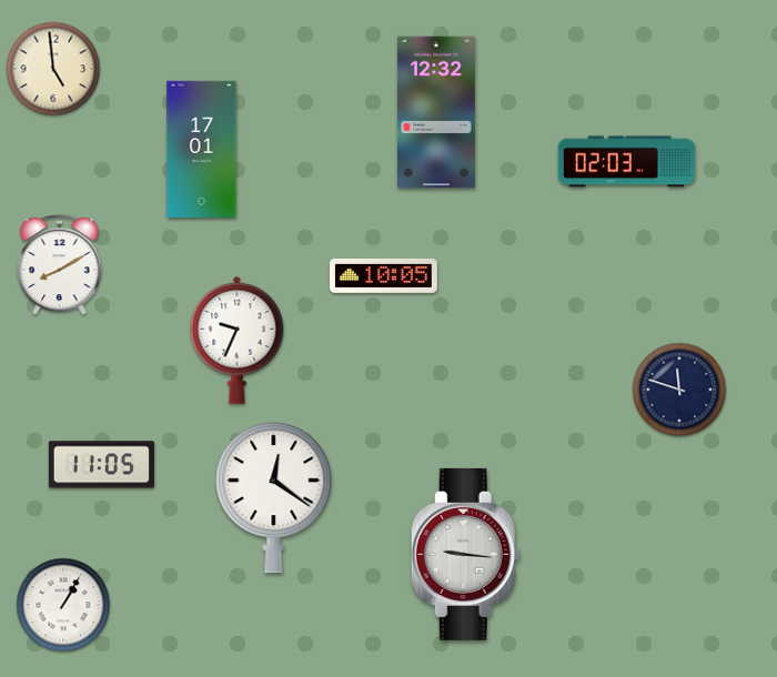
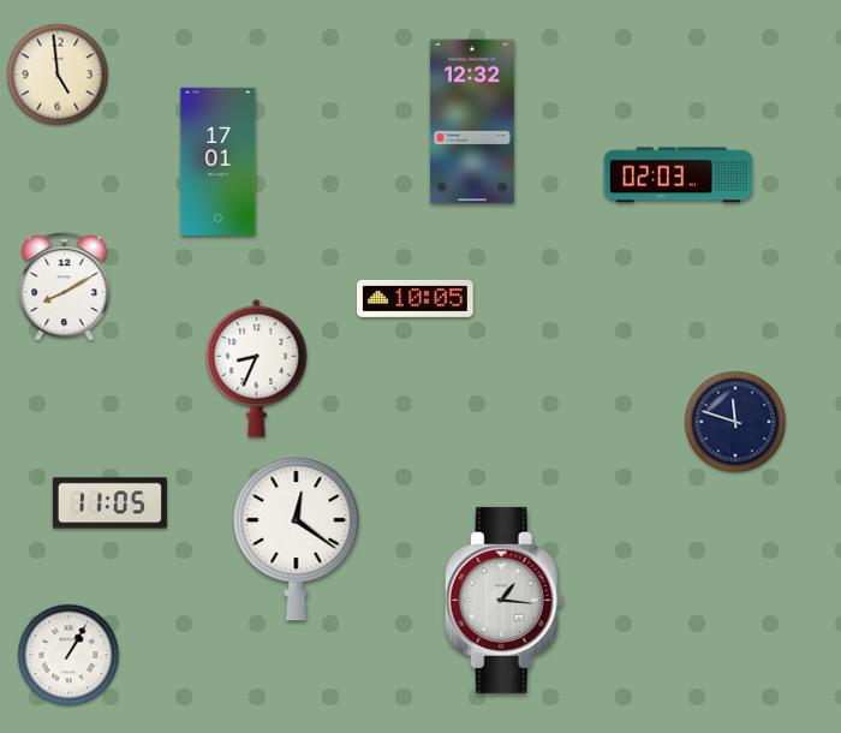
clock at (238, 340): 9:34 -> 8:34
clock at (465, 554): 9:16 -> 1:16
